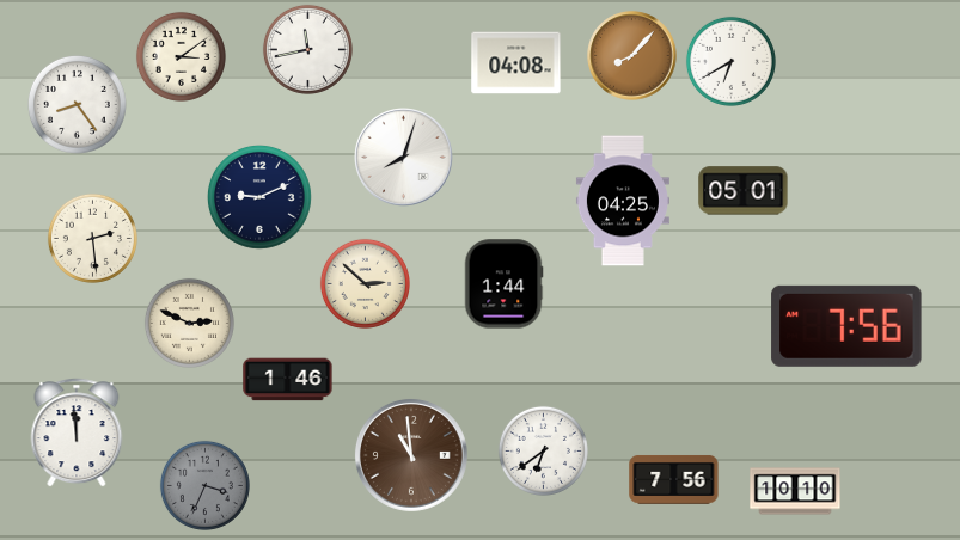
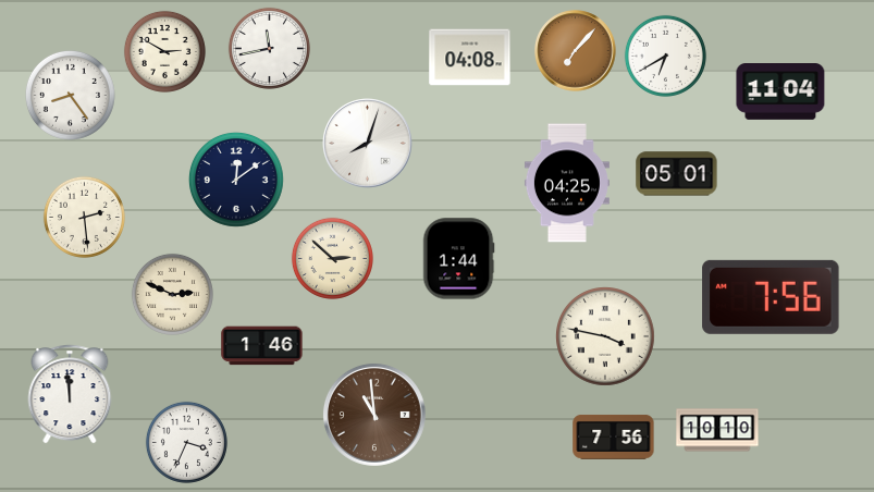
clock at (307, 49) position: (307, 49) -> (269, 48)
clock at (181, 56): 3:09 -> 2:50
clock at (632, 56): 8:07 -> 7:07
clock at (780, 93): none -> 11:04
clock at (259, 197): 9:11 -> 12:09
clock at (606, 337): none -> 3:47
clock at (543, 450): 6:39 -> none
clock at (204, 485) dial: grey -> white
clock at (795, 491) position: (795, 491) -> (717, 430)
